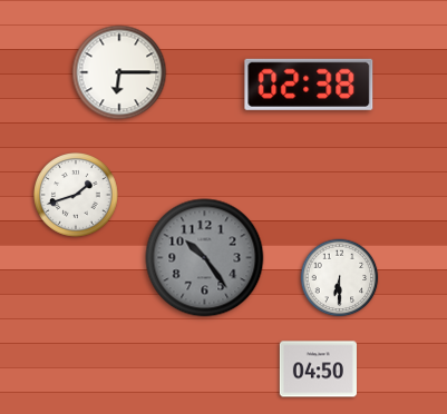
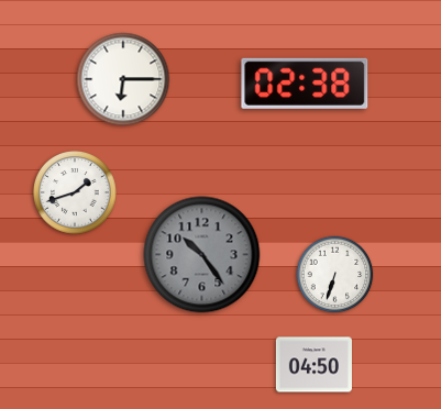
clock at (119, 72) position: (119, 72) -> (123, 79)
clock at (340, 278): 6:30 -> 6:33
